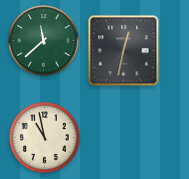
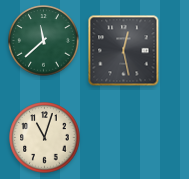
clock at (124, 51): 12:32 -> 12:28
clock at (45, 138): 10:58 -> 11:03
